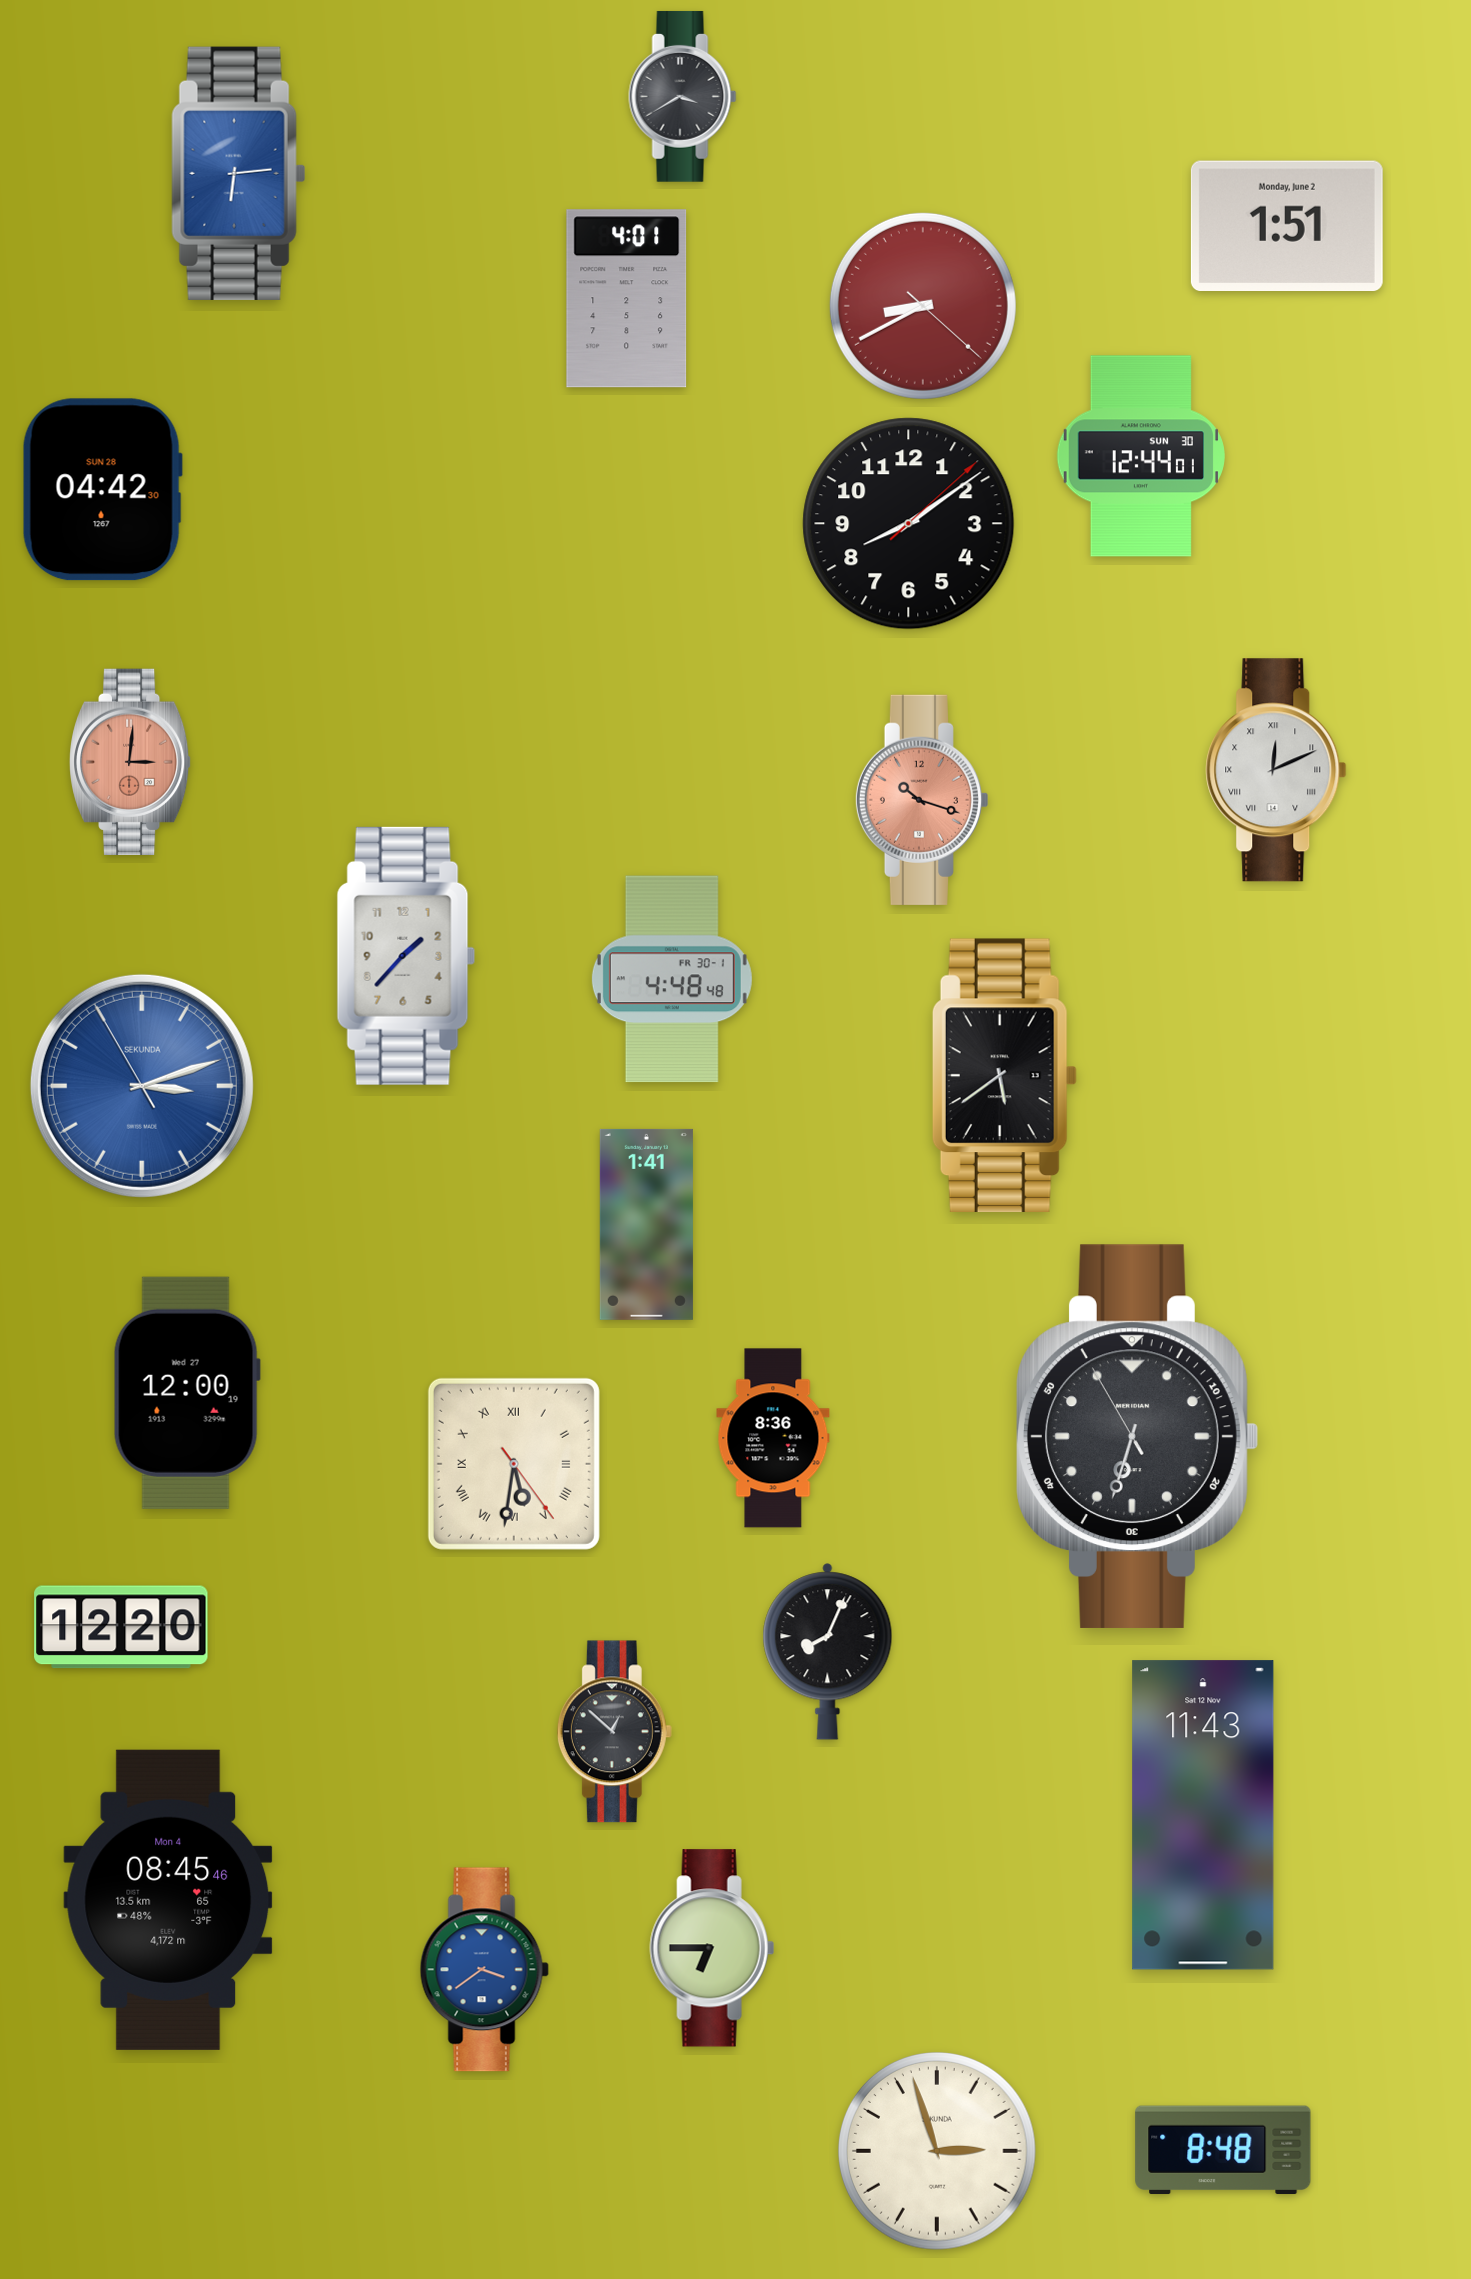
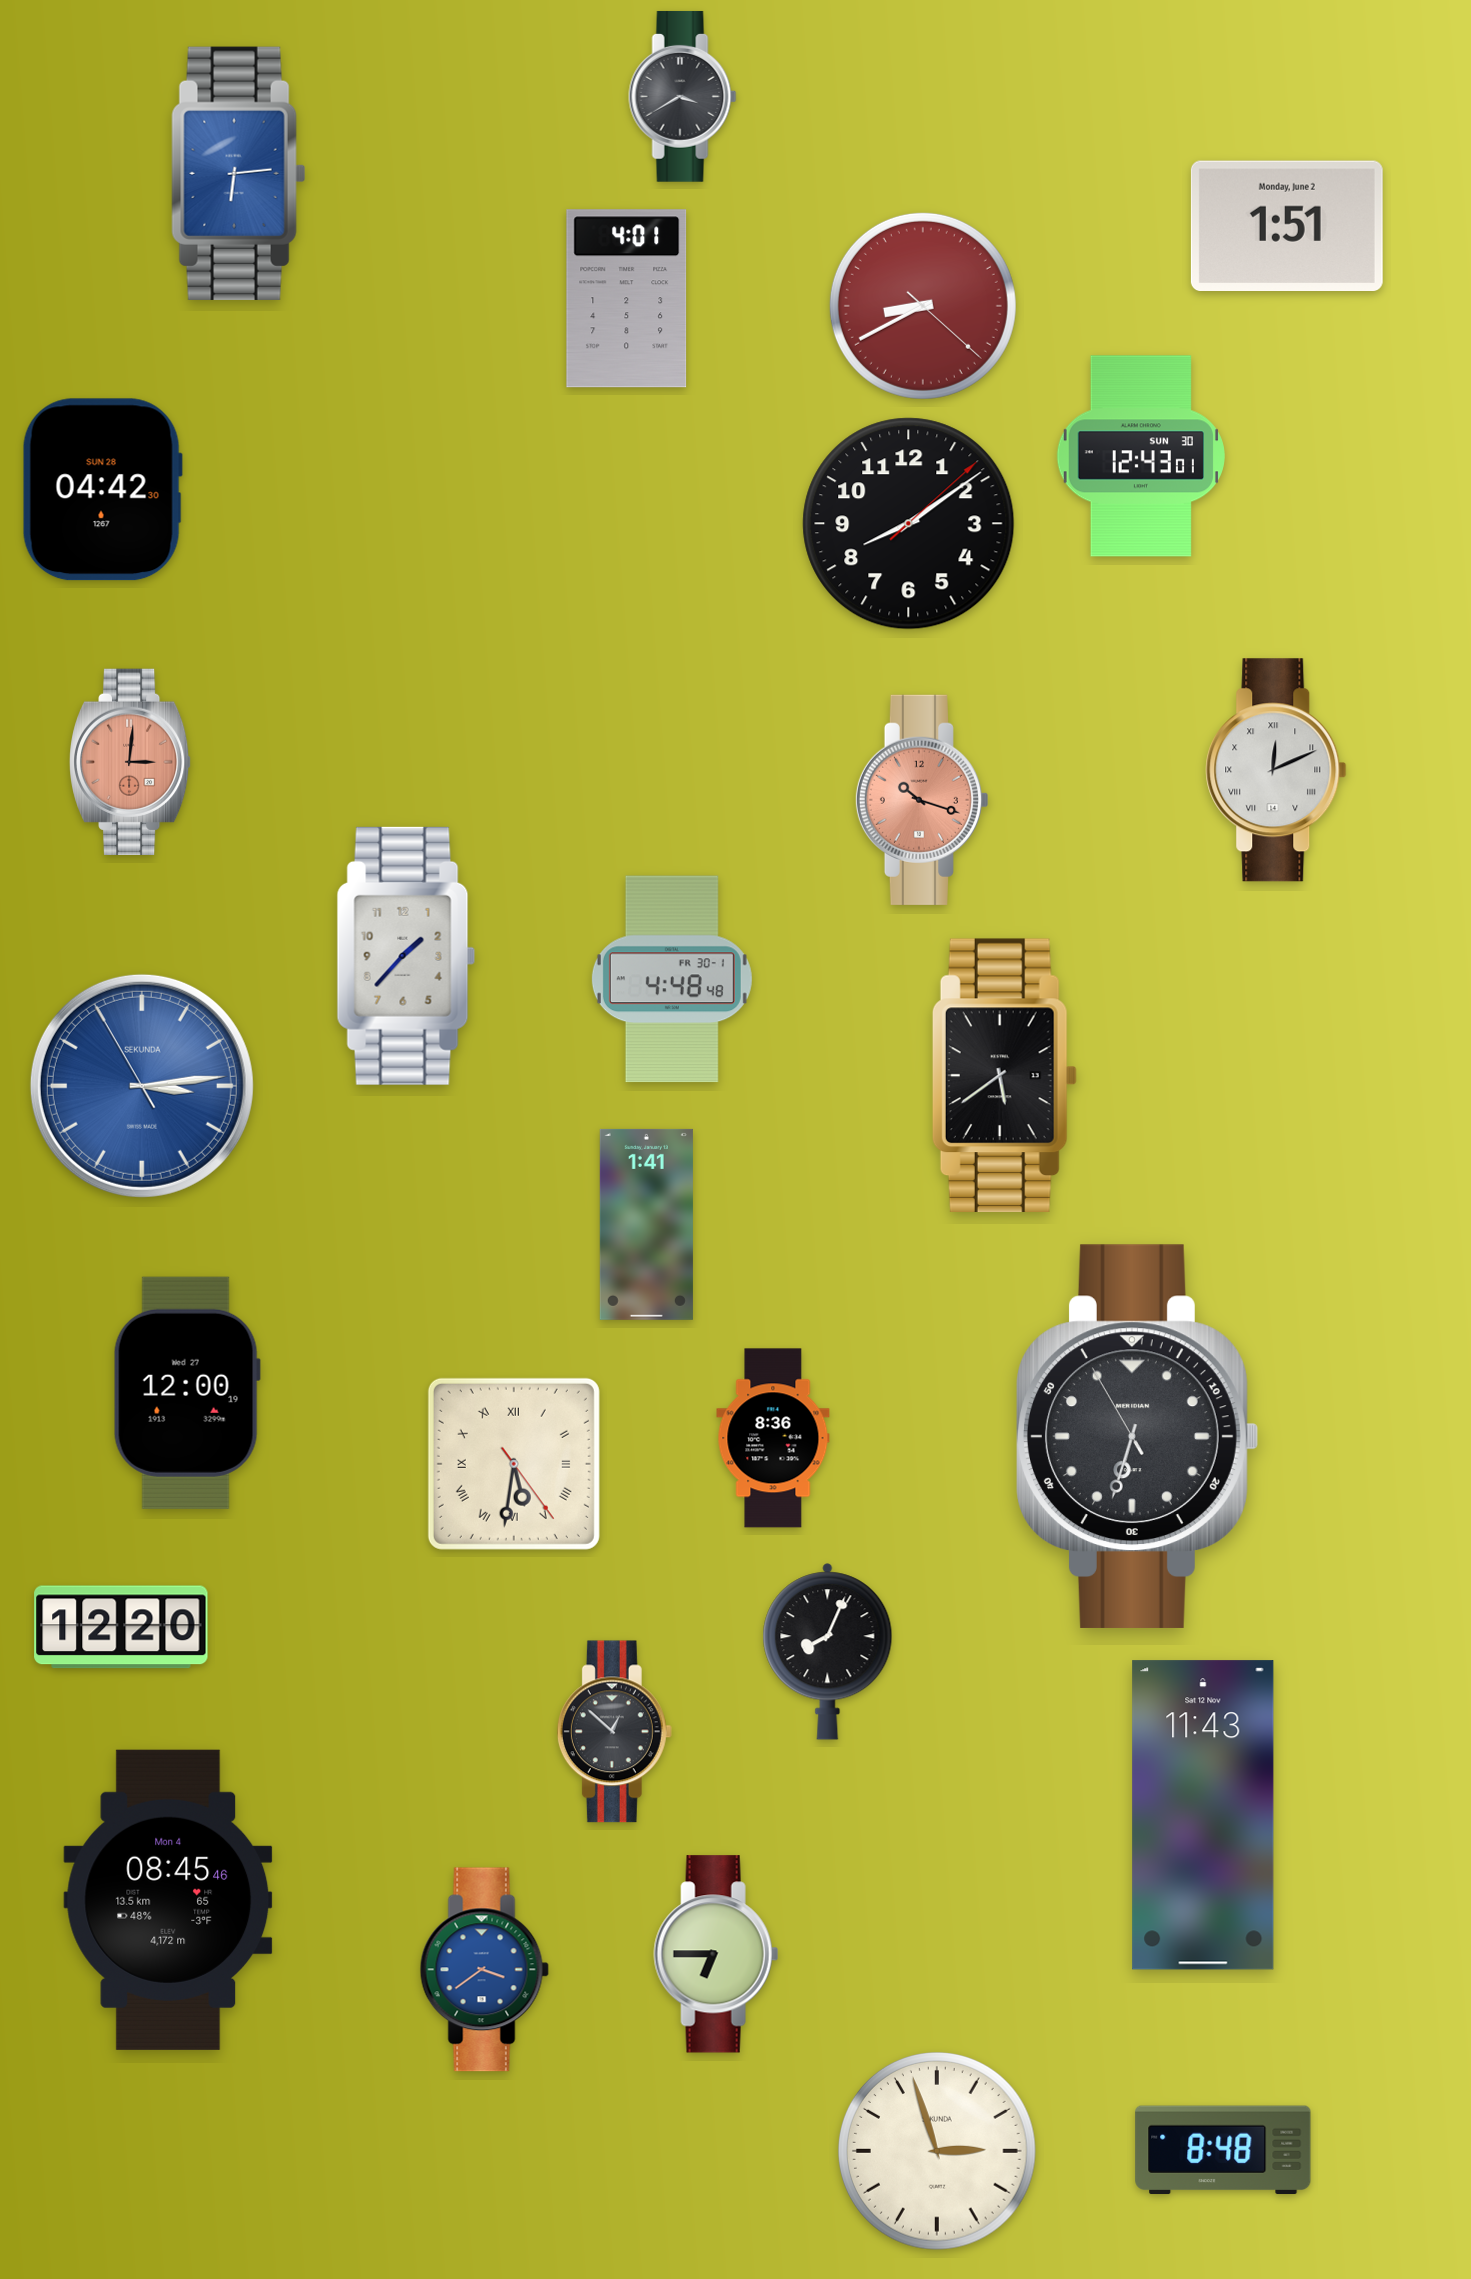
clock at (1141, 456): 12:44 -> 12:43
clock at (142, 1086): 3:11 -> 3:13
clock at (712, 1948) position: (712, 1948) -> (716, 1954)
